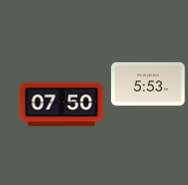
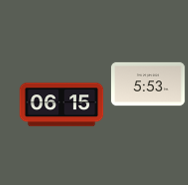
clock at (62, 105): 07:50 -> 06:15
